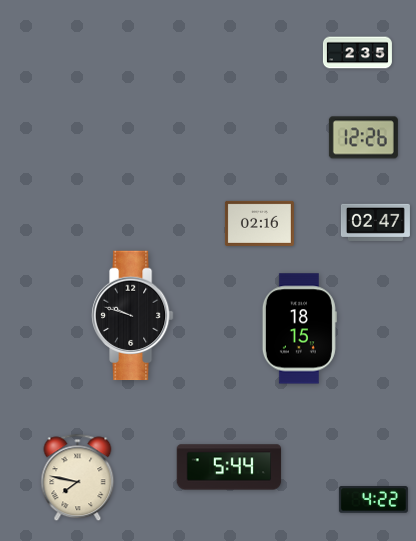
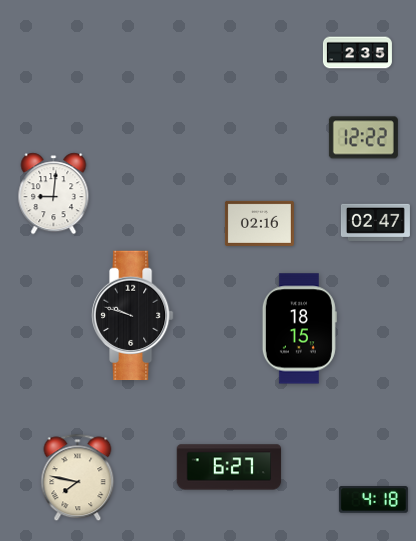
clock at (363, 138): 12:26 -> 12:22
clock at (54, 194): none -> 9:01
clock at (229, 467): 5:44 -> 6:27
clock at (373, 500): 4:22 -> 4:18
